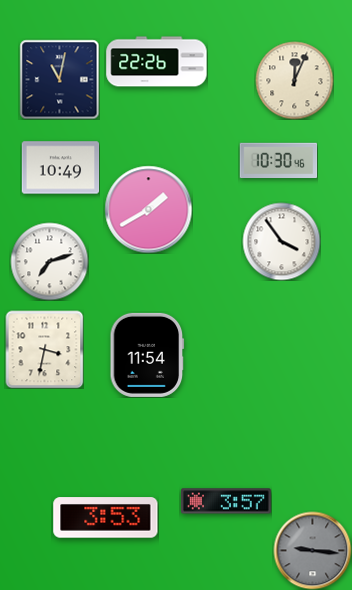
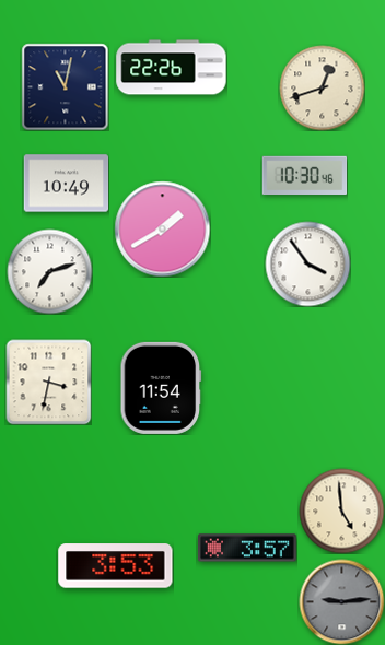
clock at (294, 80): 12:04 -> 12:42
clock at (49, 261) position: (49, 261) -> (49, 271)
clock at (341, 511): none -> 4:59
clock at (312, 550): 9:16 -> 9:14
